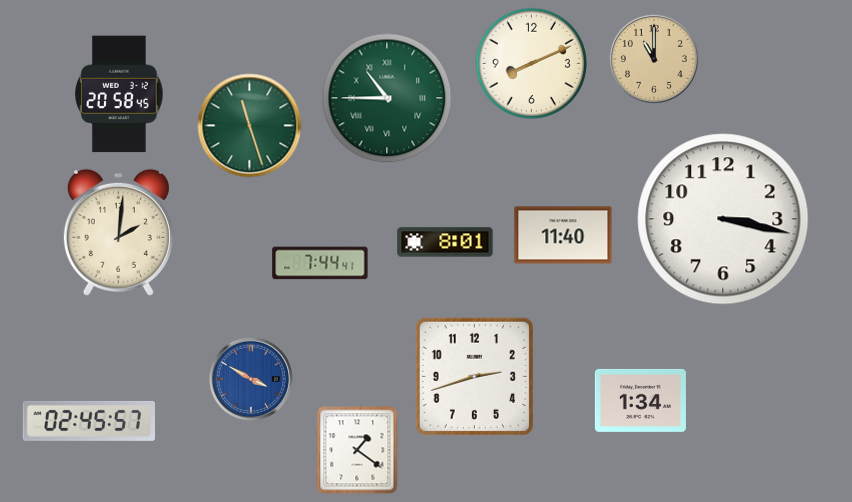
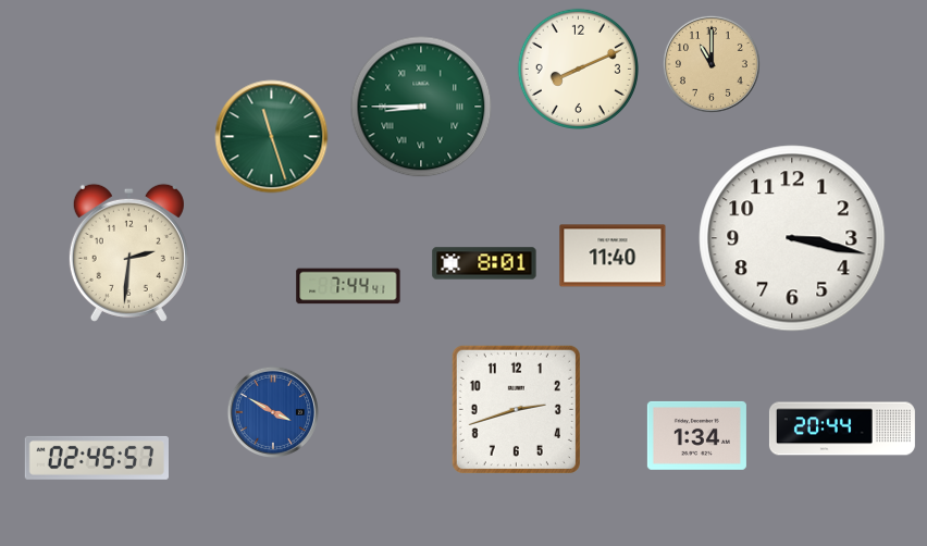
clock at (119, 94): 20:58 -> none
clock at (387, 98): 10:45 -> 8:45
clock at (723, 219) position: (723, 219) -> (792, 238)
clock at (118, 232): 2:01 -> 2:31
clock at (842, 429): none -> 20:44
clock at (357, 450): 1:21 -> none
